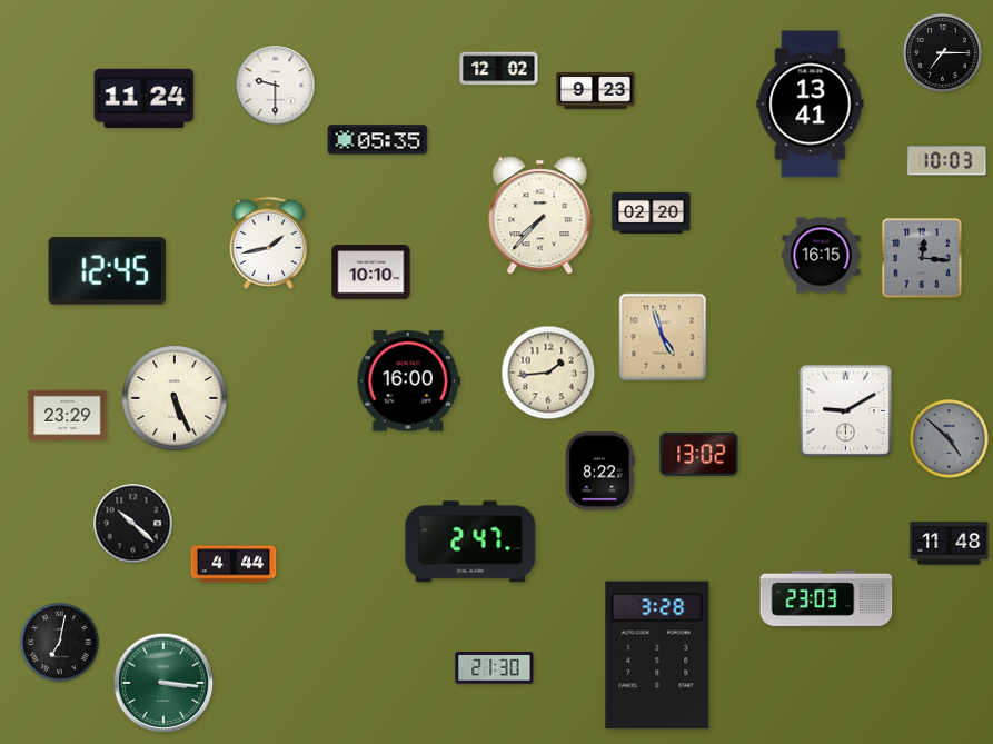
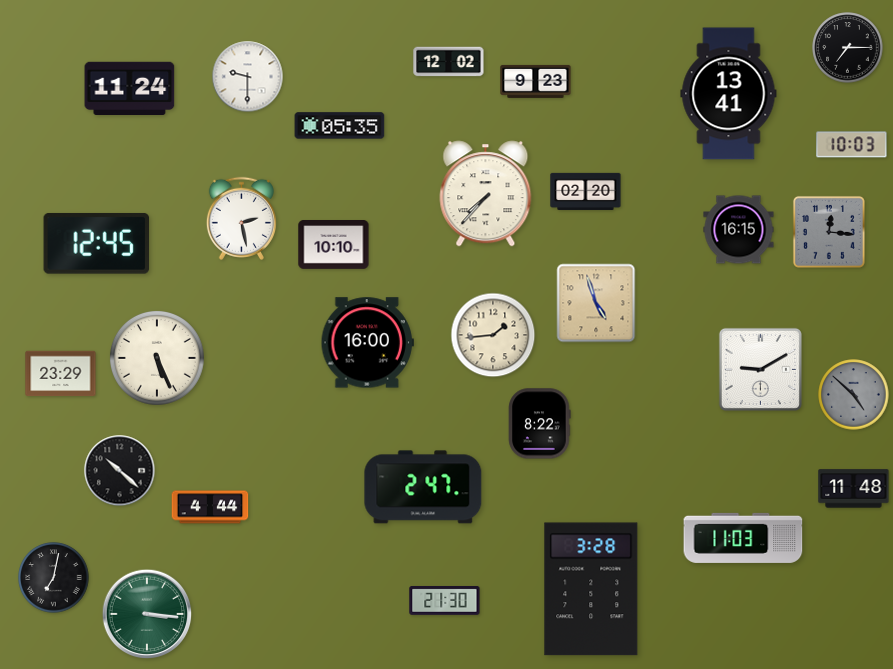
clock at (268, 242): 1:43 -> 2:28
clock at (699, 454): 13:02 -> none
clock at (826, 598): 23:03 -> 11:03
